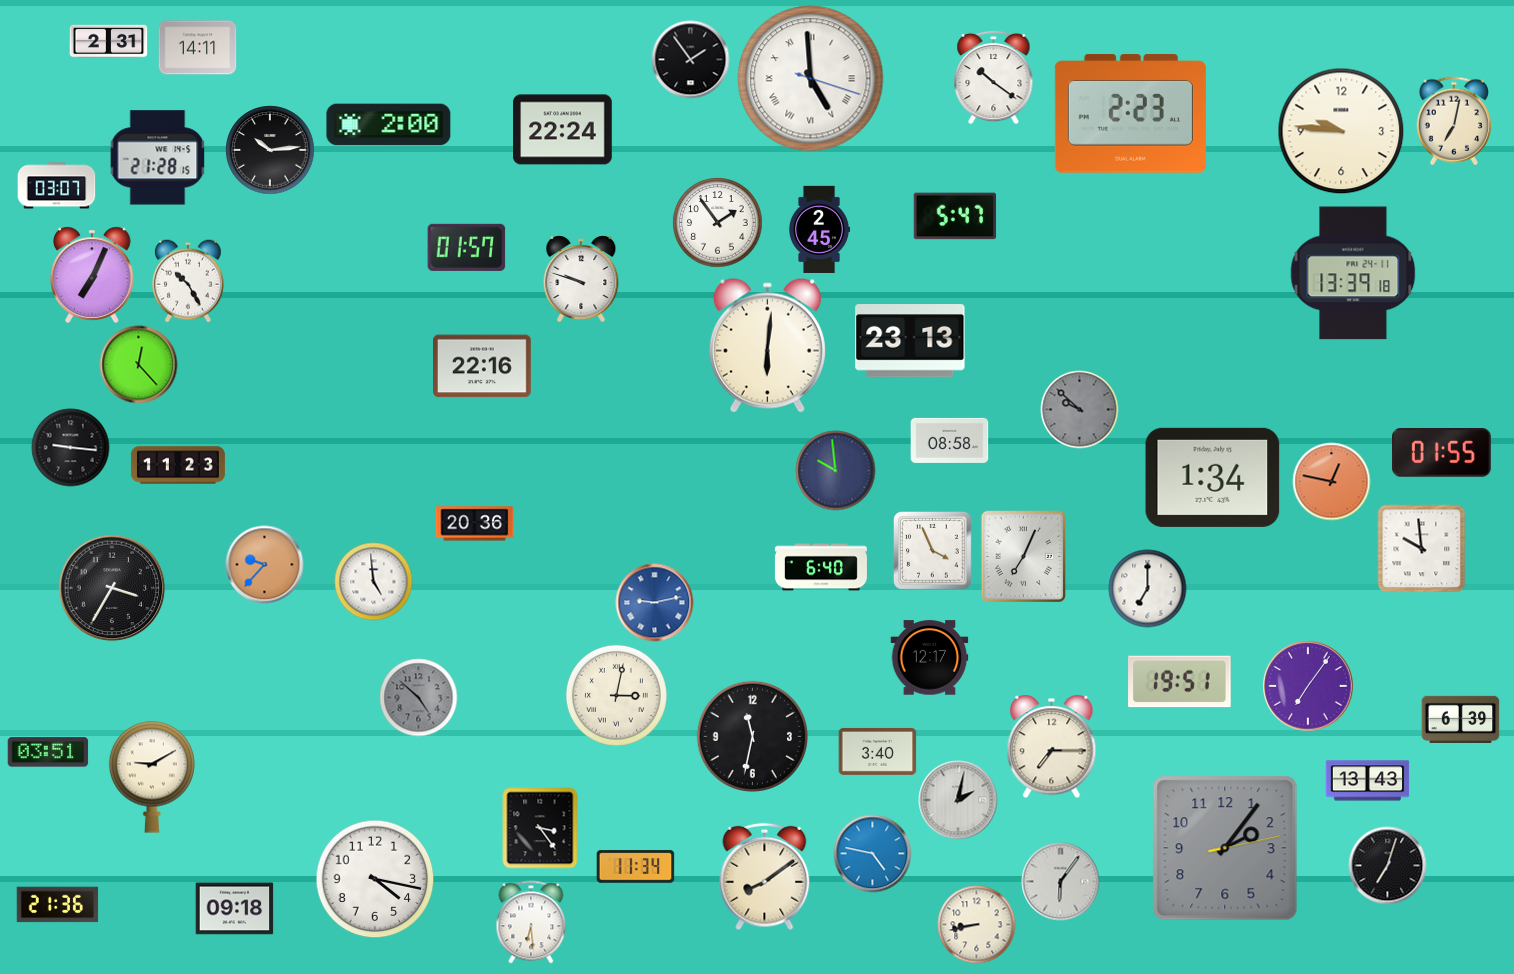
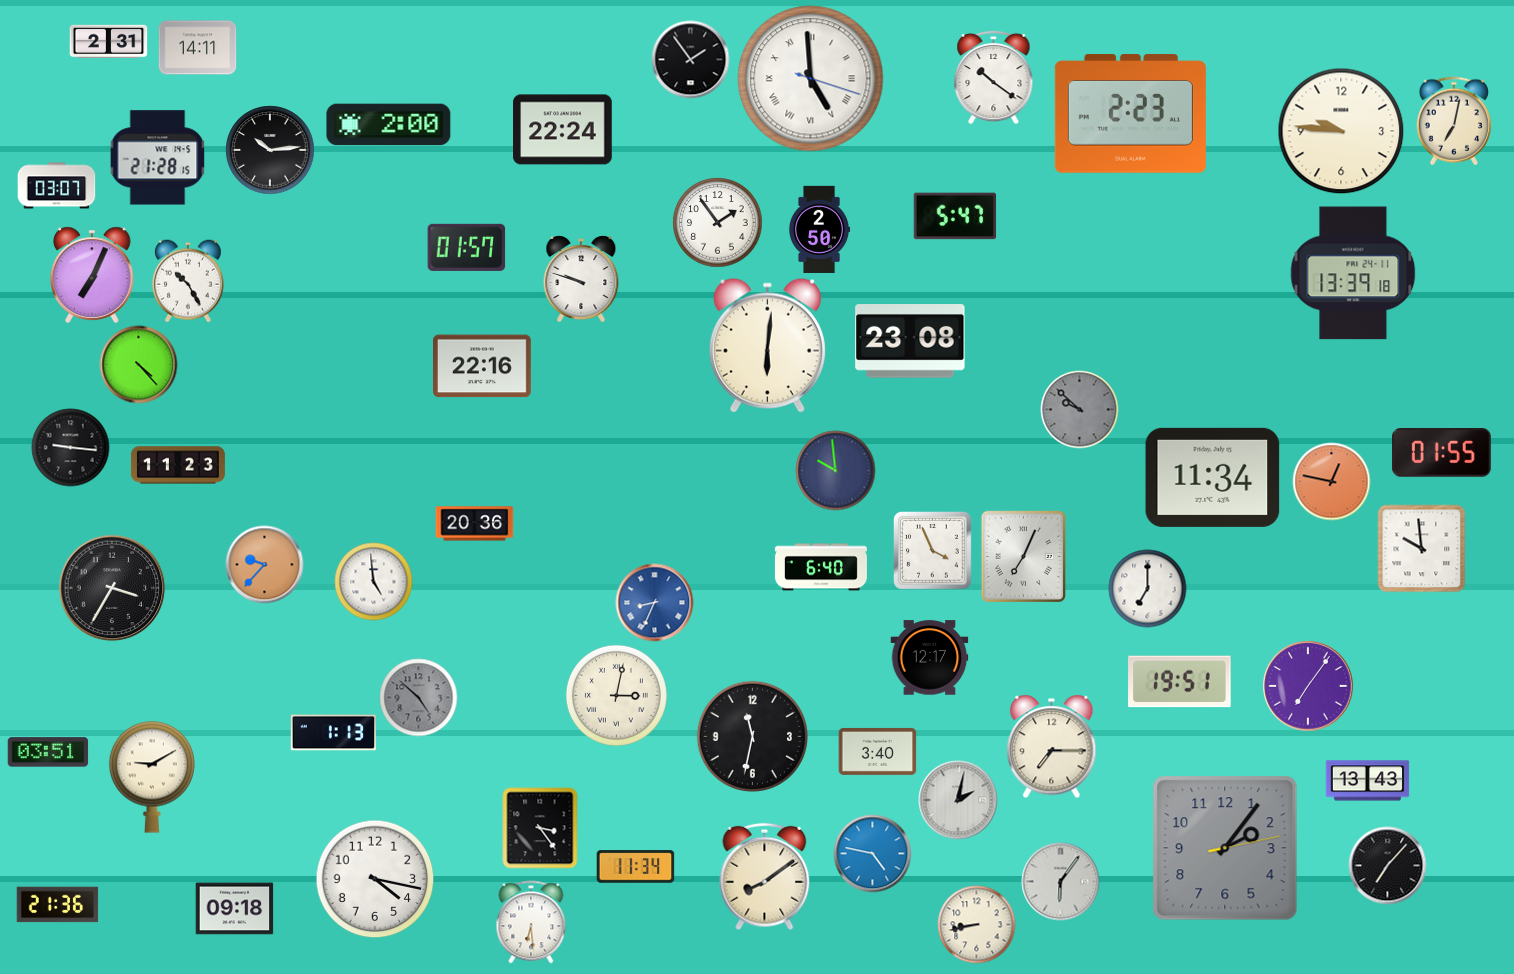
clock at (819, 229): 2:45 -> 2:50
clock at (910, 341): 23:13 -> 23:08
clock at (138, 364): 12:23 -> 4:23
clock at (949, 440): 08:58 -> none
clock at (1213, 477): 1:34 -> 11:34
clock at (654, 602): 9:13 -> 8:34
clock at (1460, 719): 6:39 -> none
clock at (333, 733): none -> 1:13
clock at (1387, 865): 7:03 -> 7:07
